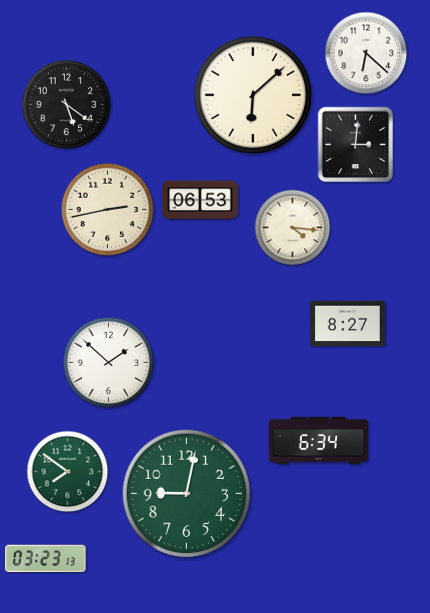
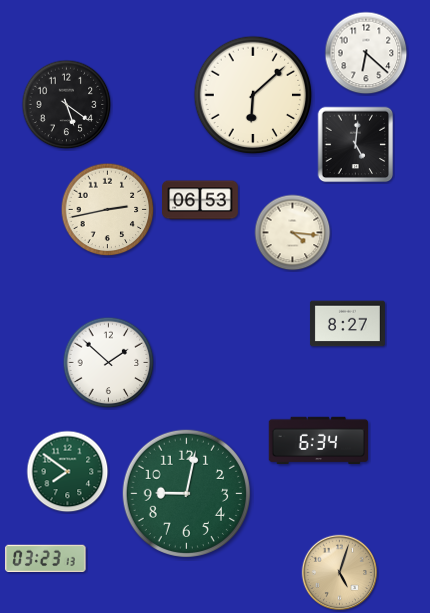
clock at (356, 145): 3:01 -> 5:01
clock at (293, 228) position: (293, 228) -> (293, 233)
clock at (340, 573): none -> 5:03
